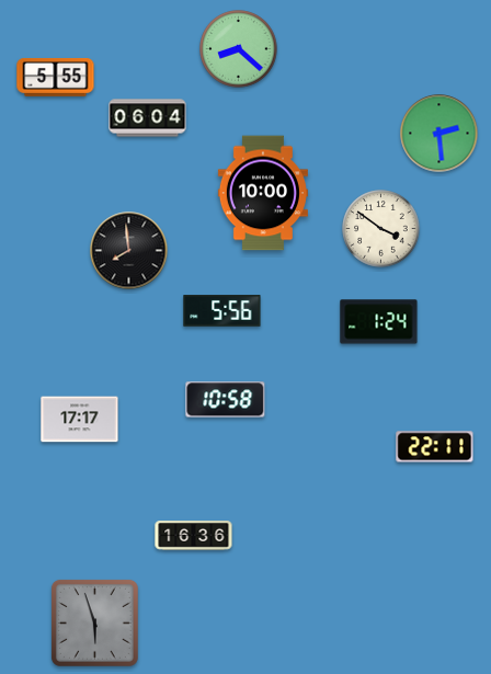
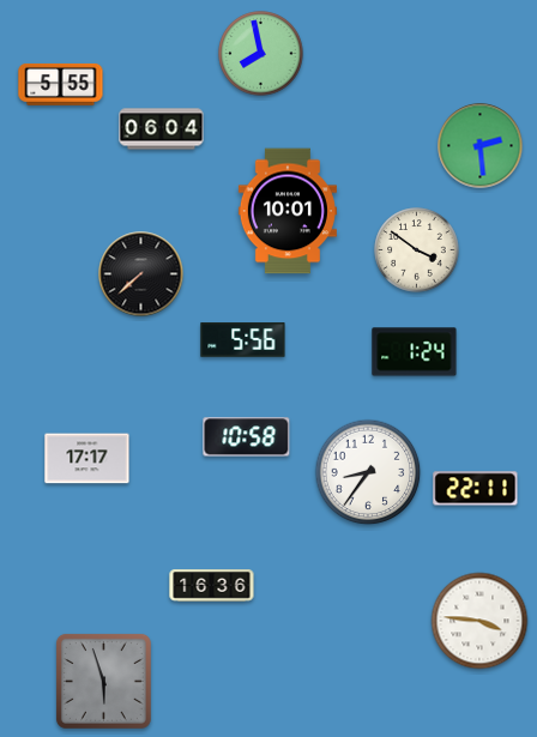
clock at (239, 49): 8:22 -> 7:58
clock at (263, 193): 10:00 -> 10:01
clock at (129, 251): 7:59 -> 7:38
clock at (368, 472): none -> 8:36
clock at (479, 621): none -> 3:46
